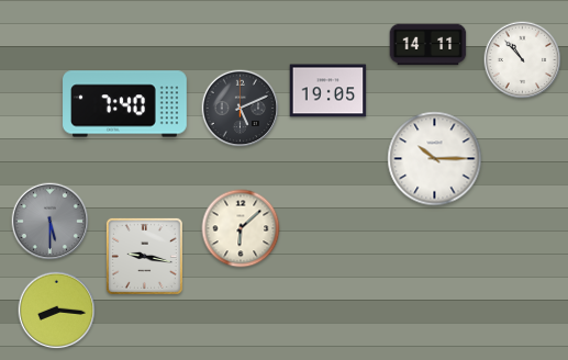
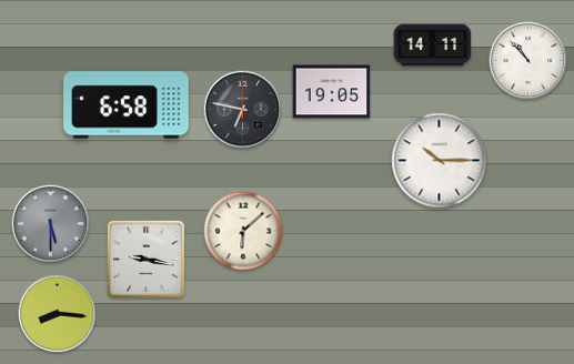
clock at (125, 104): 7:40 -> 6:58
clock at (241, 109): 5:11 -> 6:47
